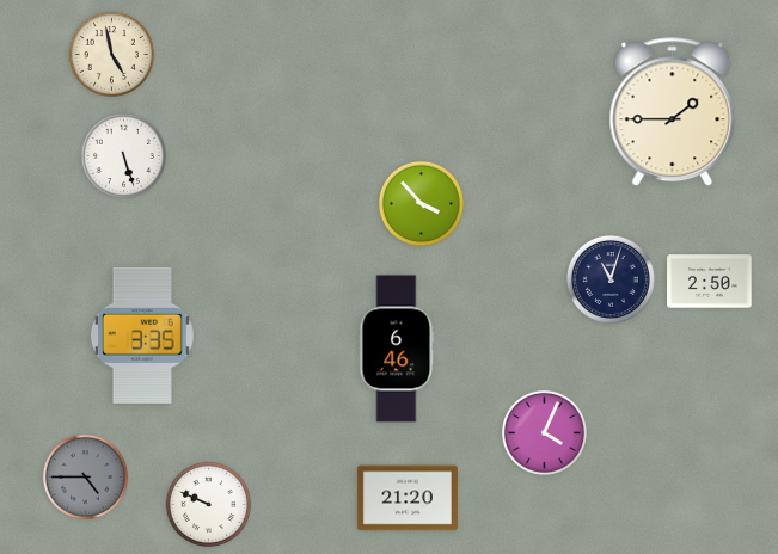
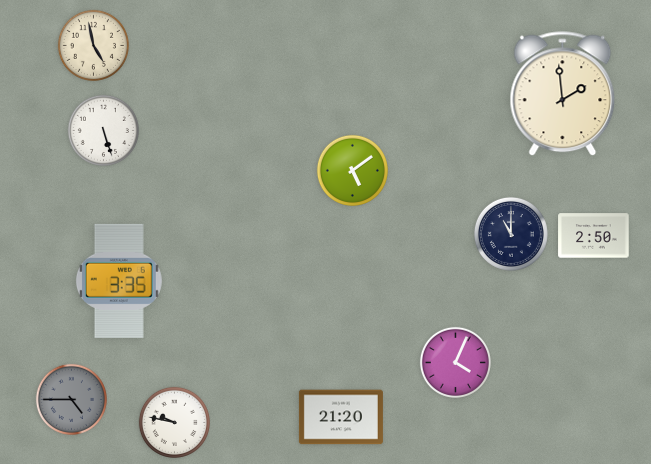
clock at (673, 112): 1:45 -> 1:59
clock at (421, 203): 3:53 -> 5:09
clock at (611, 279): 11:03 -> 11:00
clock at (397, 349): 6:46 -> none
clock at (208, 504): 9:49 -> 9:47
